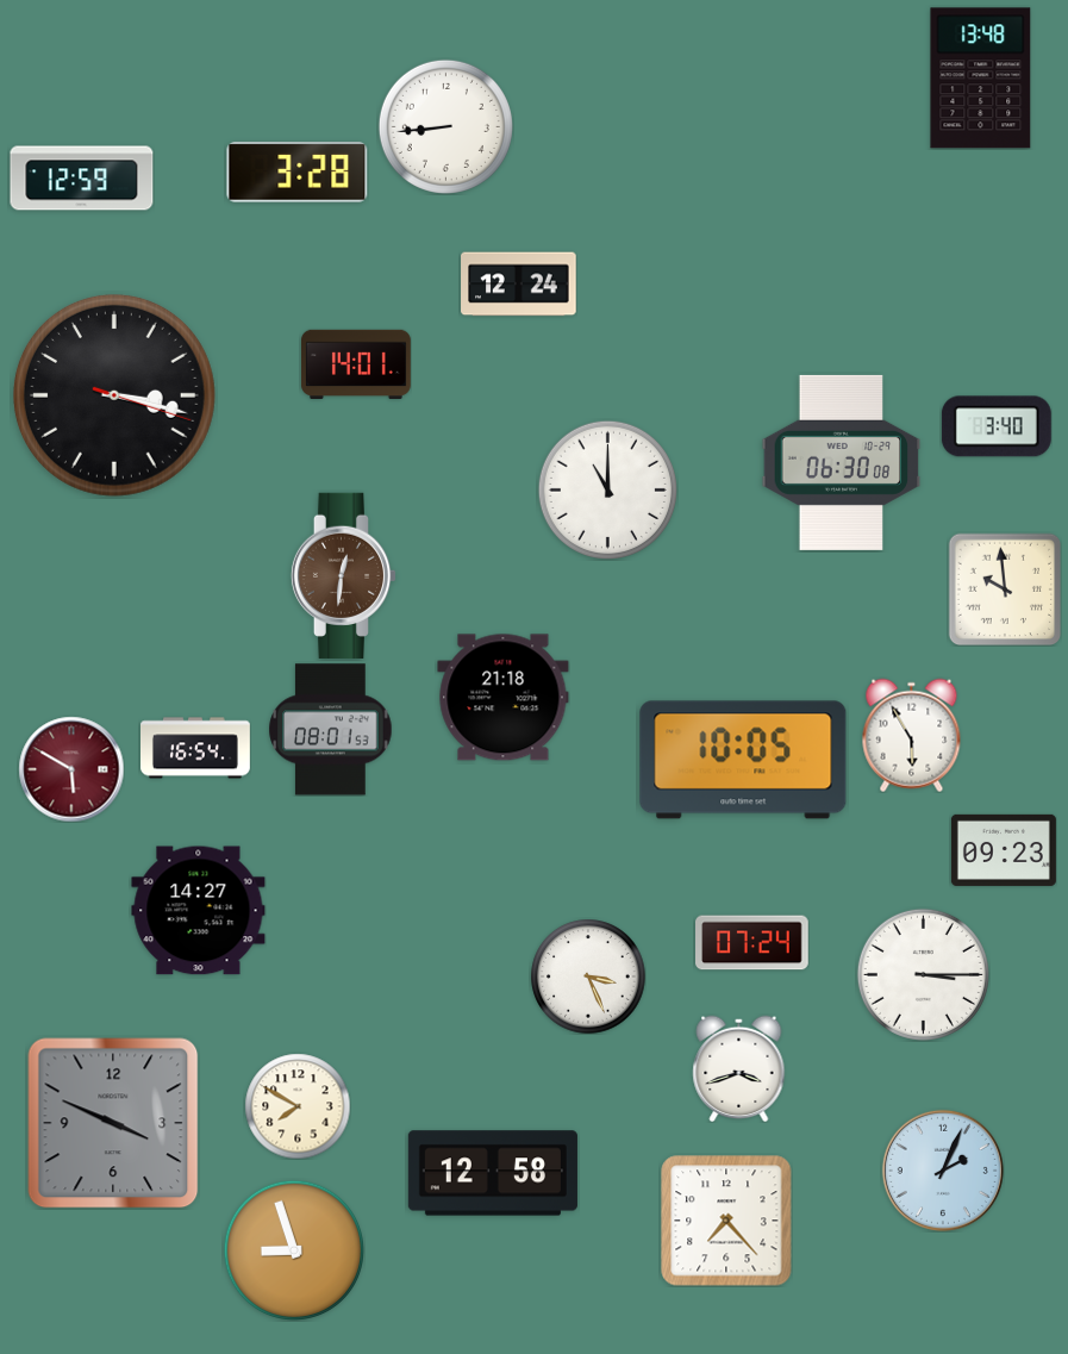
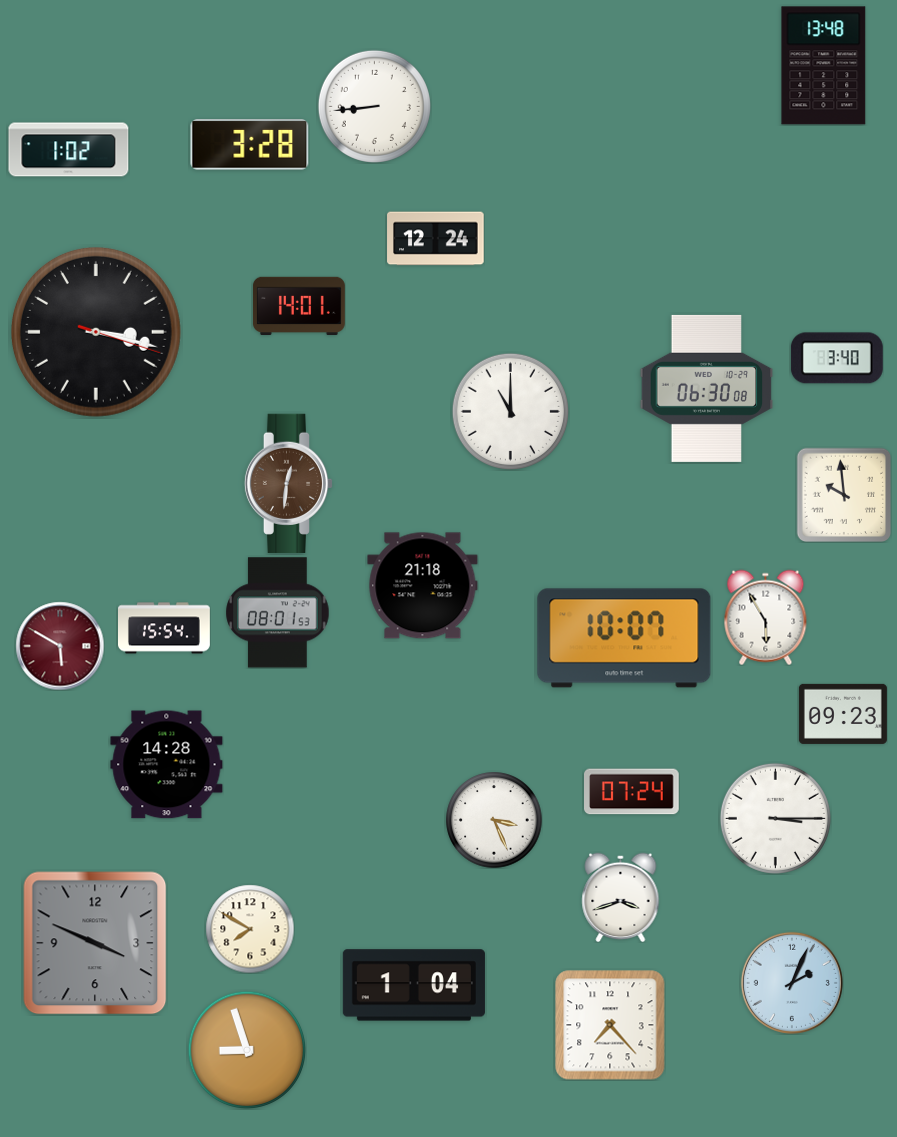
clock at (82, 179): 12:59 -> 1:02
clock at (196, 748): 16:54 -> 15:54
clock at (743, 760): 10:05 -> 10:07
clock at (199, 911): 14:27 -> 14:28
clock at (493, 1173): 12:58 -> 1:04
